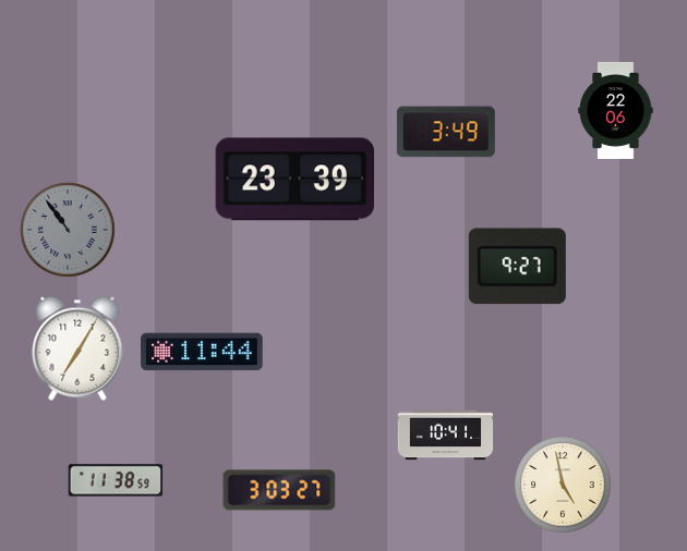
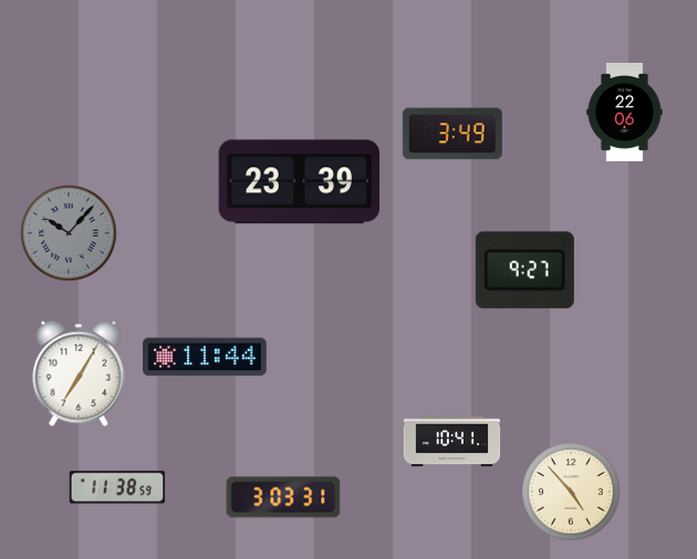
clock at (68, 230): 10:54 -> 10:07
clock at (77, 348) position: (77, 348) -> (79, 373)
clock at (563, 485): 4:58 -> 4:53
clock at (279, 490): 3:03:27 -> 3:03:31
